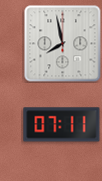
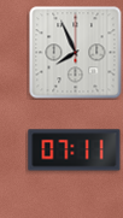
clock at (63, 44): 7:58 -> 7:56
